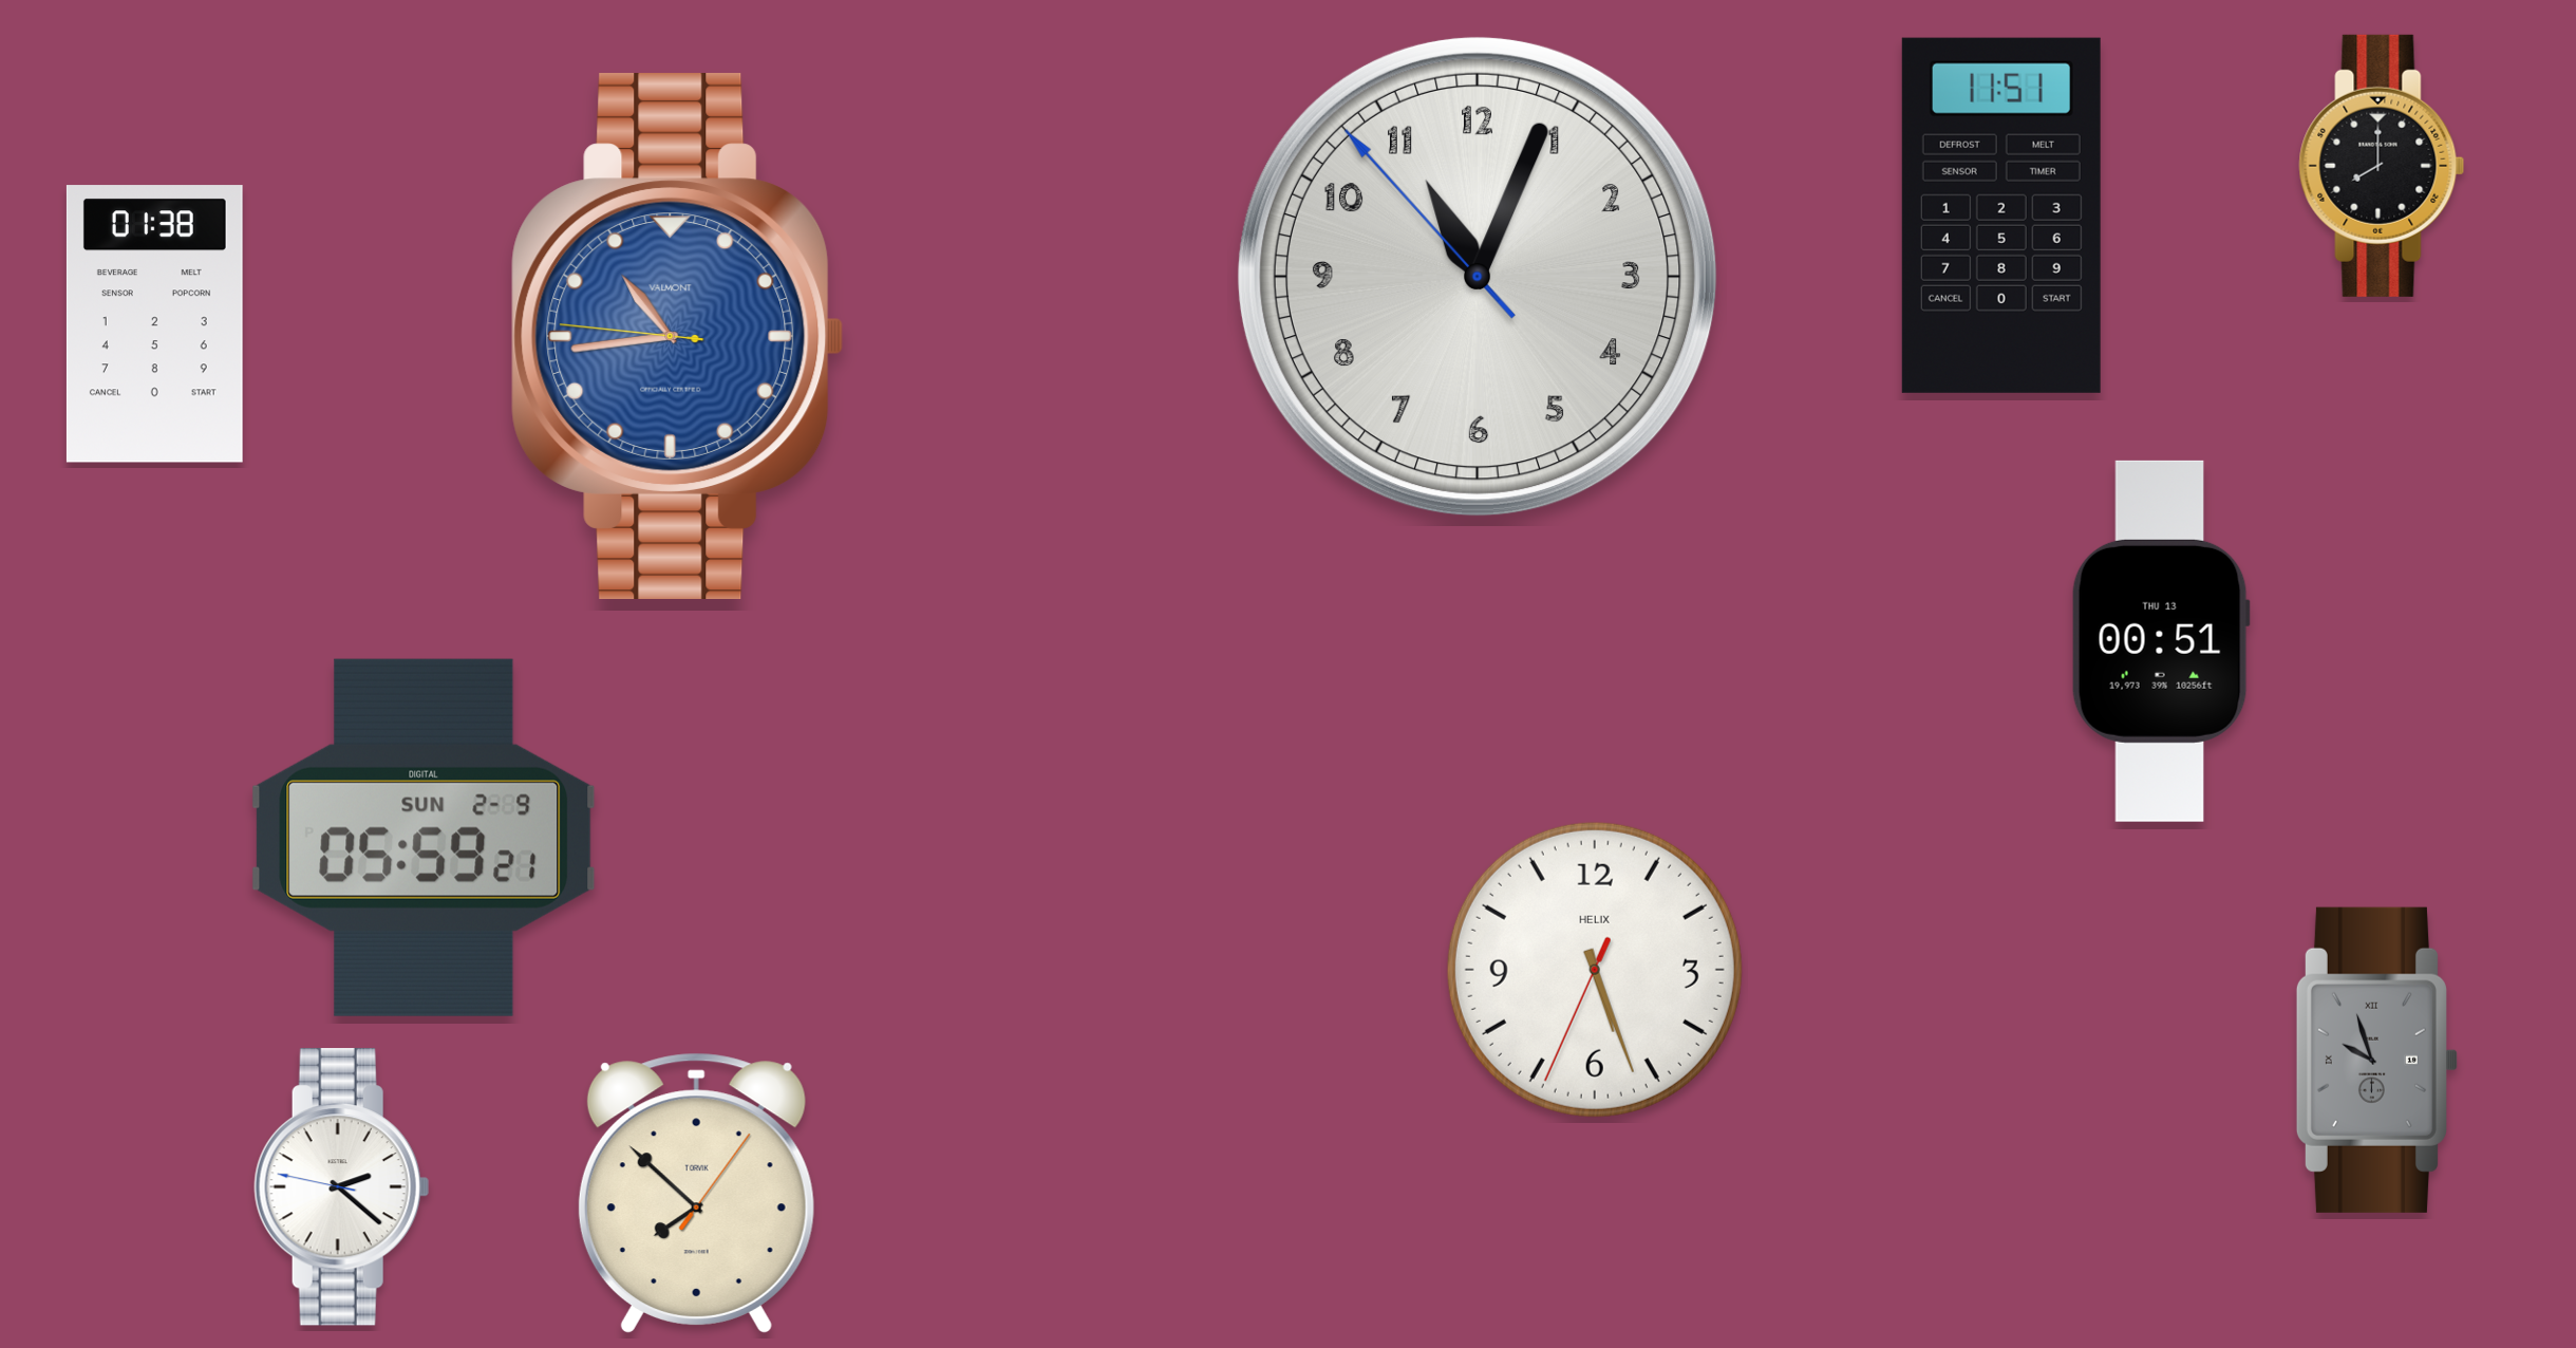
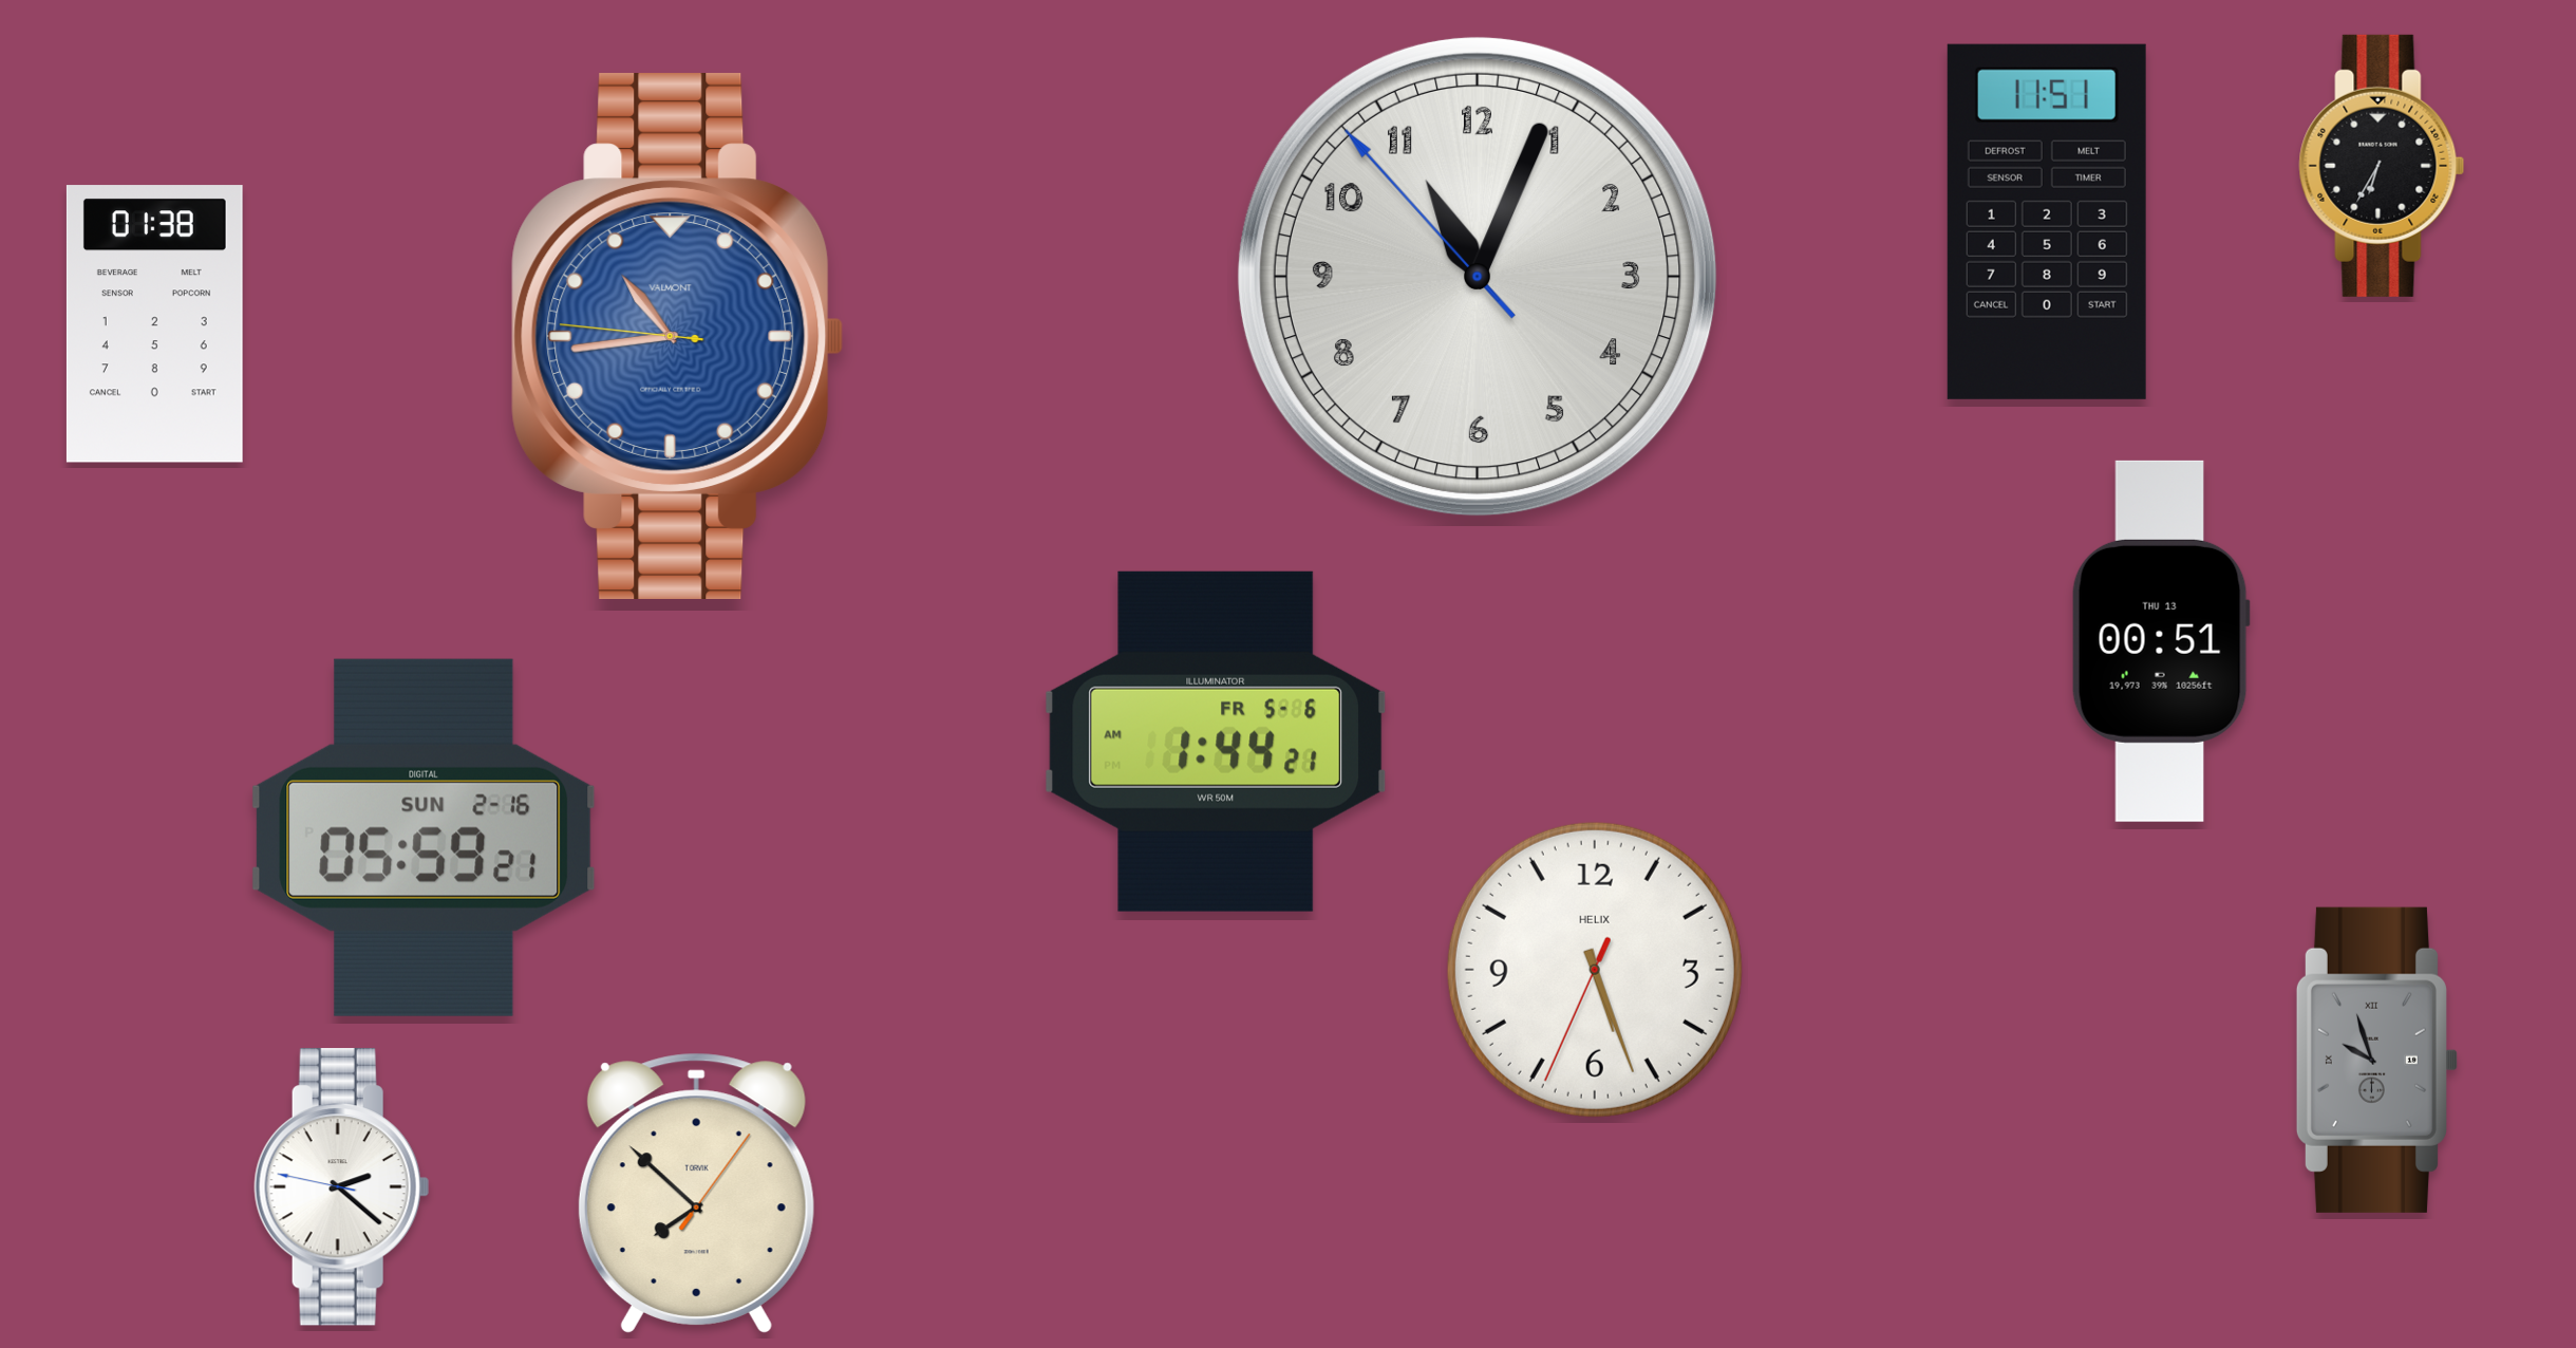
clock at (2382, 166): 8:00 -> 6:35
clock at (2001, 216) position: (2001, 216) -> (2047, 222)
clock at (1216, 742): none -> 1:44
clock at (424, 838) date: SUN 2-9 -> SUN 2-16
